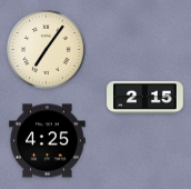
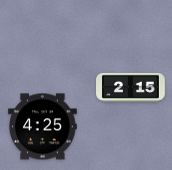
clock at (46, 49): 7:06 -> none
